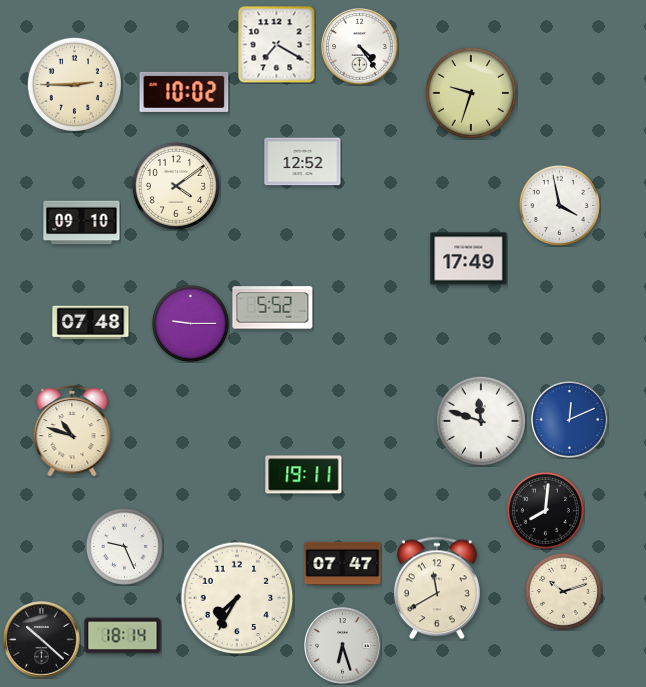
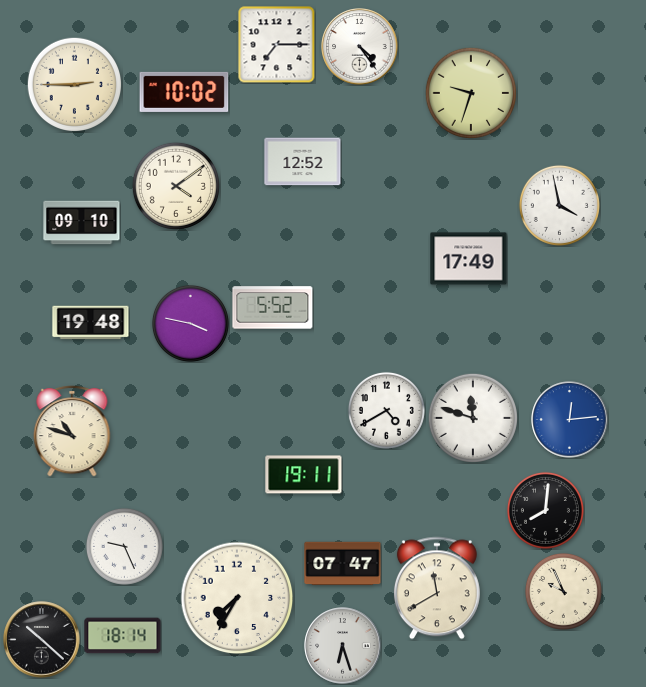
clock at (276, 44): 7:20 -> 7:15
clock at (91, 323): 07:48 -> 19:48
clock at (190, 323): 9:15 -> 3:47
clock at (386, 410): none -> 4:40
clock at (570, 420): 12:11 -> 12:14
clock at (481, 421) position: (481, 421) -> (473, 418)
clock at (563, 591): 10:12 -> 9:56
